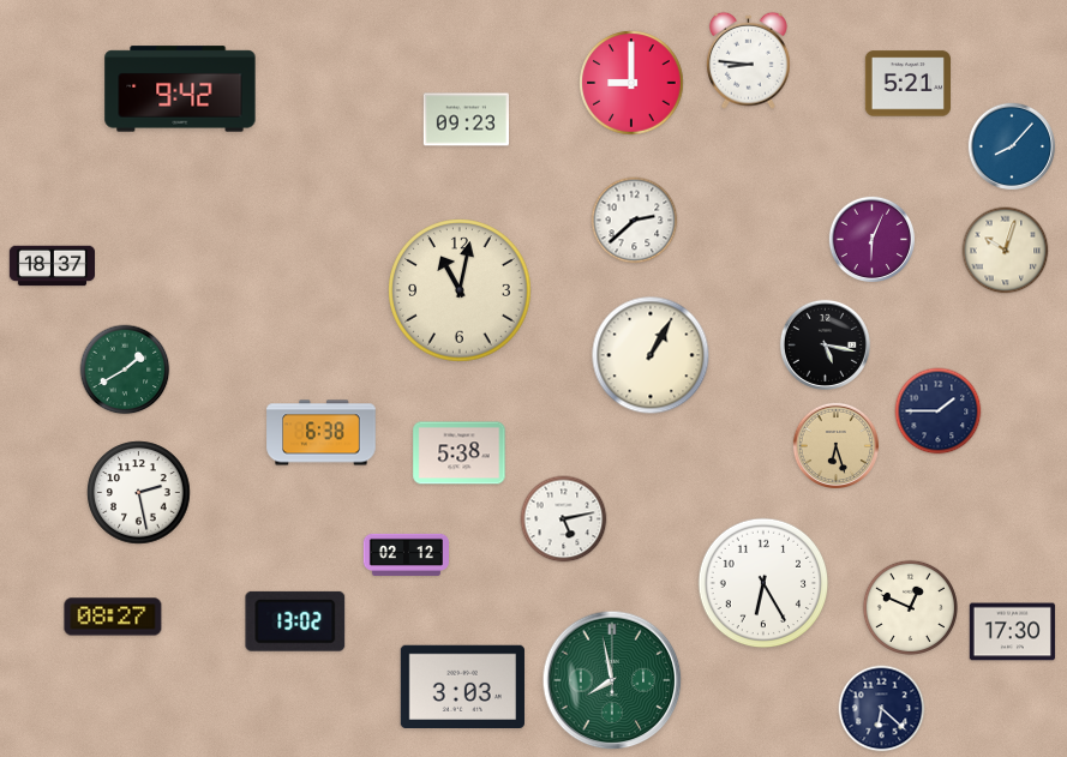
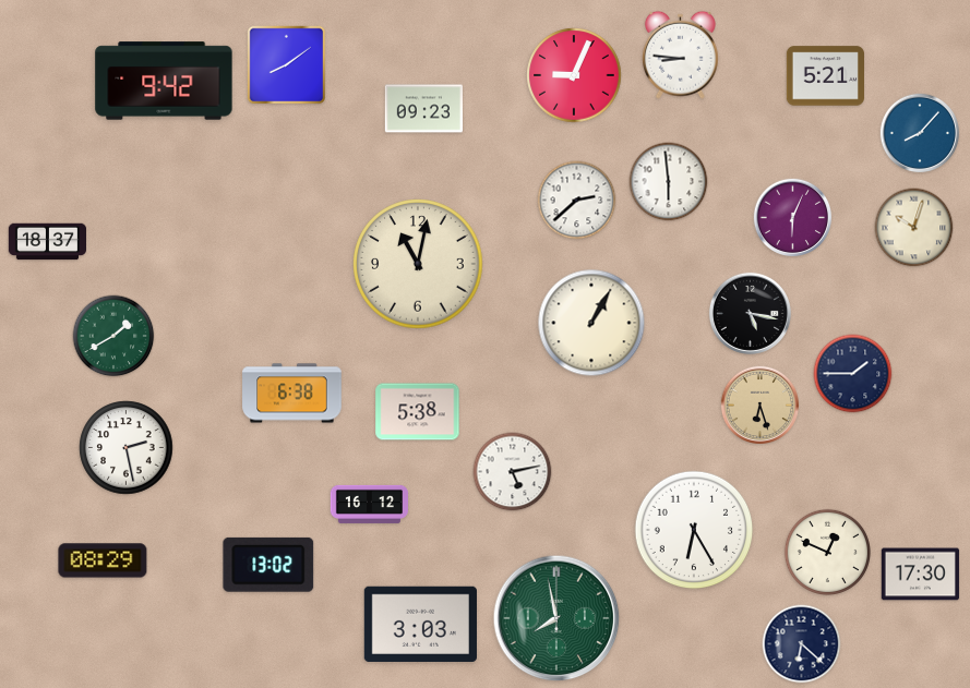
clock at (287, 65): none -> 8:09
clock at (631, 83): 9:00 -> 9:04
clock at (669, 182): none -> 5:59
clock at (406, 554): 02:12 -> 16:12
clock at (113, 617): 08:27 -> 08:29
